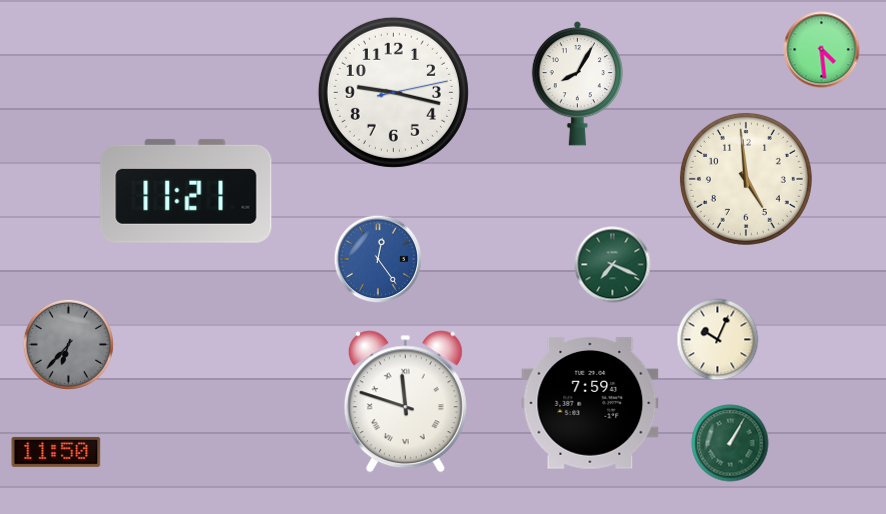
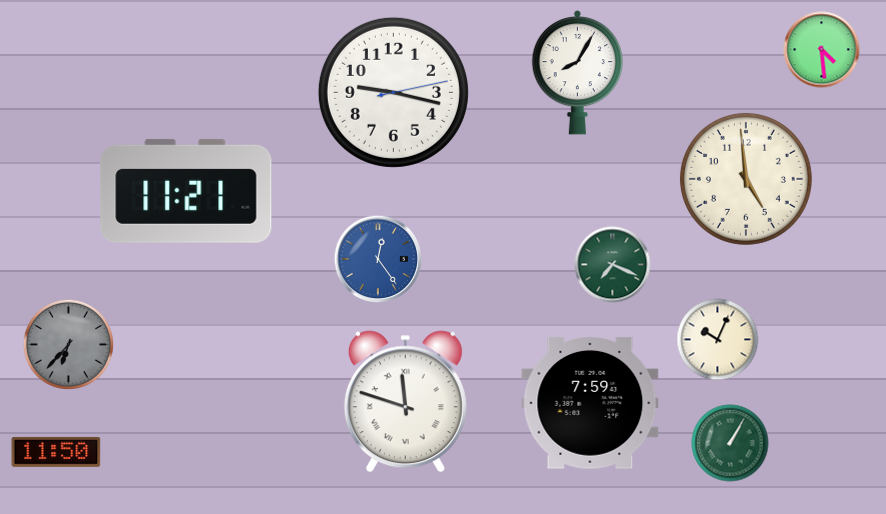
clock at (578, 83) position: (578, 83) -> (578, 72)
